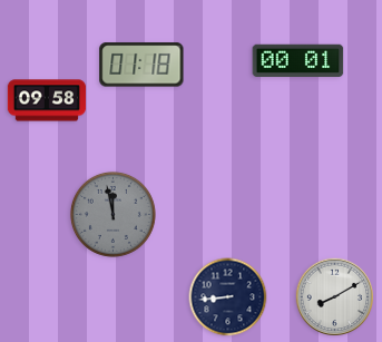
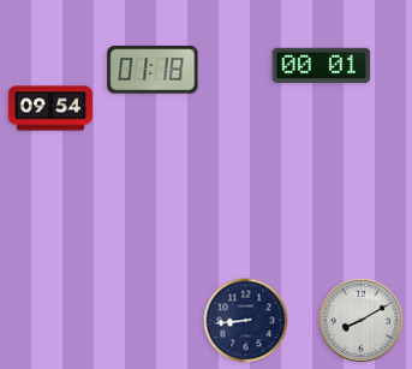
clock at (47, 100): 09:58 -> 09:54
clock at (112, 214): 11:58 -> none
